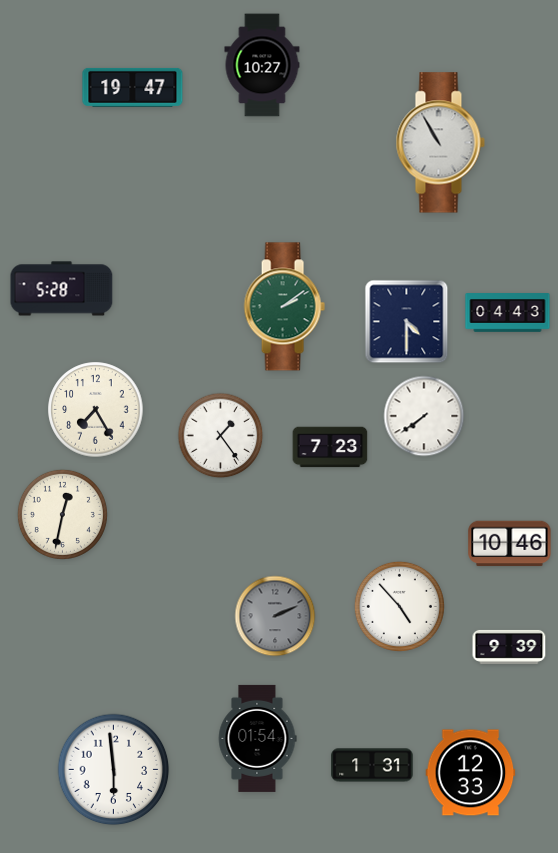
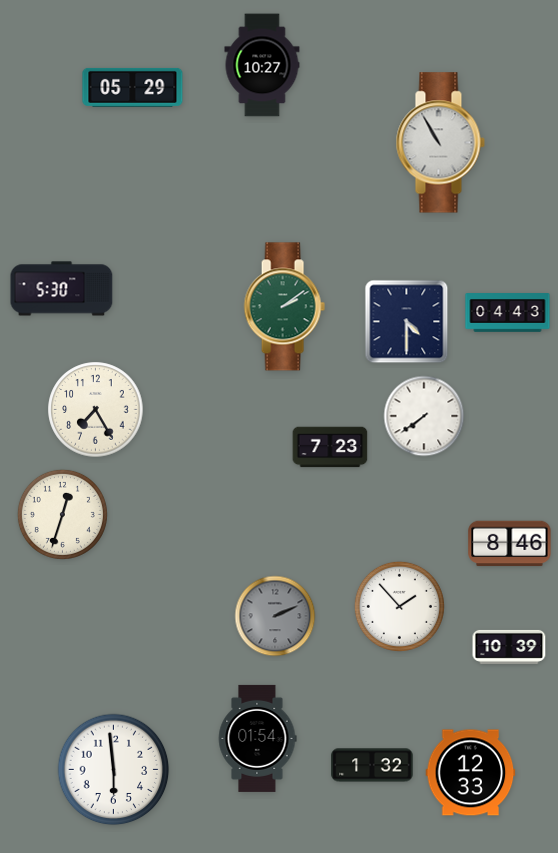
clock at (133, 87): 19:47 -> 05:29
clock at (62, 289): 5:28 -> 5:30
clock at (221, 436): 1:24 -> none
clock at (62, 514): 12:32 -> 12:33
clock at (510, 544): 10:46 -> 8:46
clock at (399, 606): 4:53 -> 1:53
clock at (509, 647): 9:39 -> 10:39
clock at (372, 765): 1:31 -> 1:32
